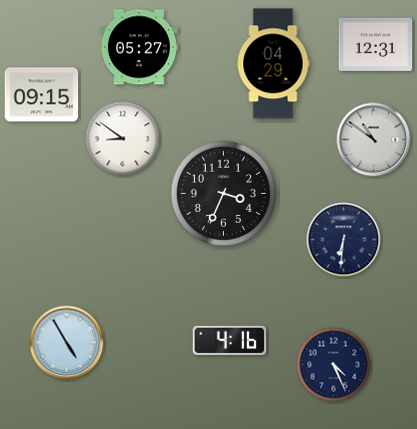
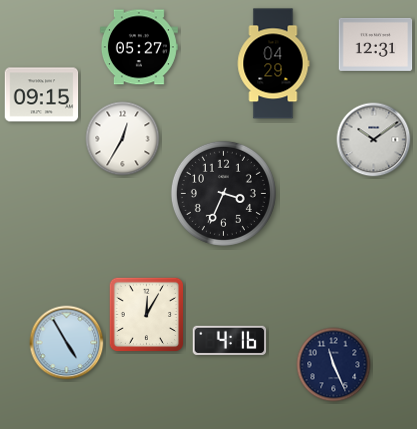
clock at (123, 139): 8:51 -> 12:35
clock at (374, 140): 10:51 -> 10:09
clock at (344, 240): 6:31 -> none
clock at (146, 315): none -> 12:05
clock at (334, 365): 4:26 -> 11:26
